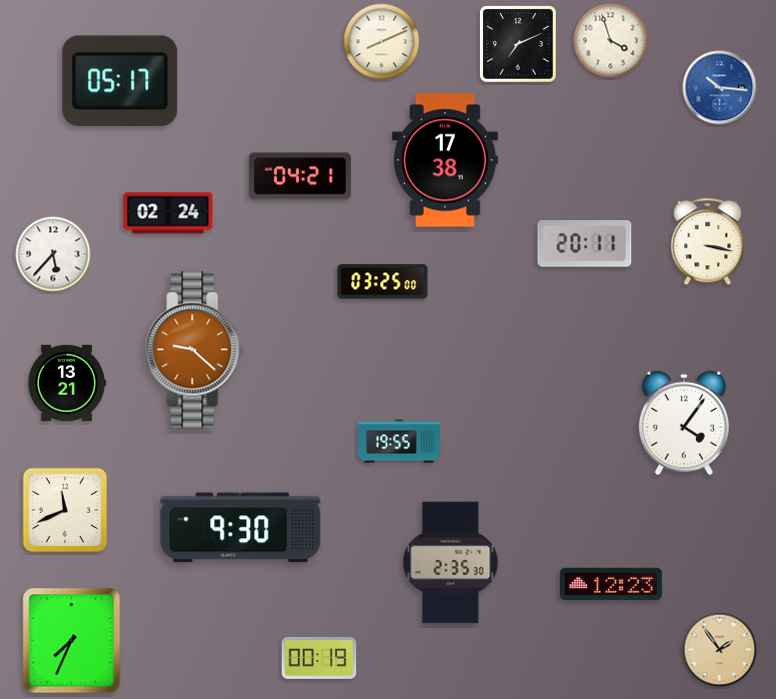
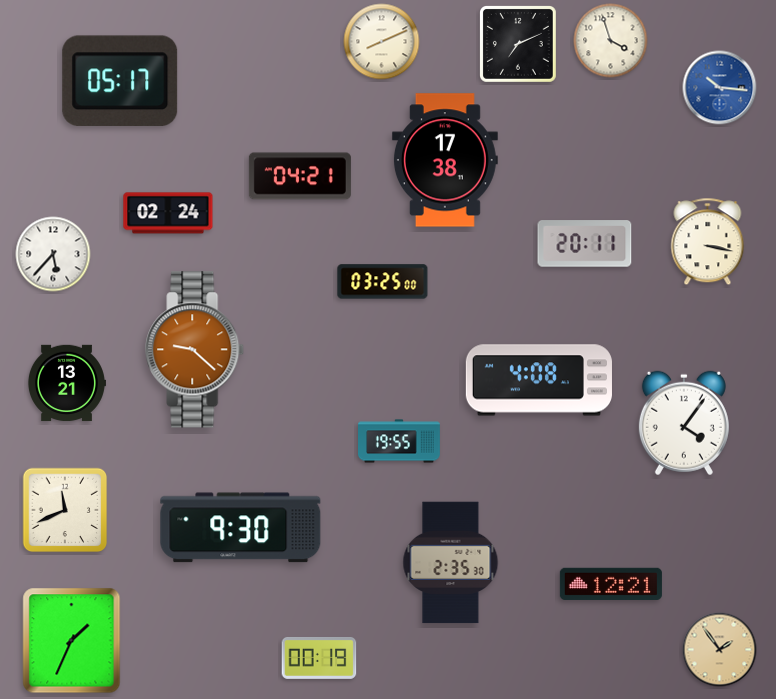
clock at (539, 380): none -> 4:08
clock at (611, 584): 12:23 -> 12:21
clock at (72, 641): 7:34 -> 1:34
